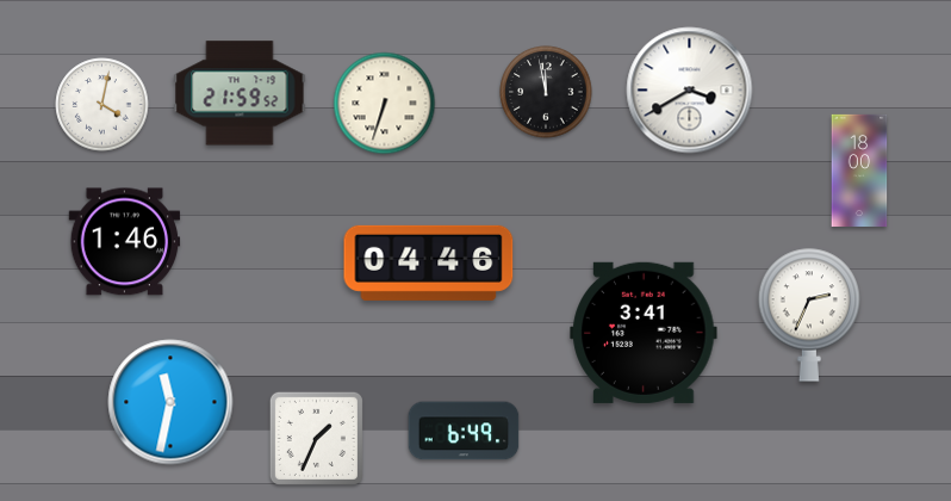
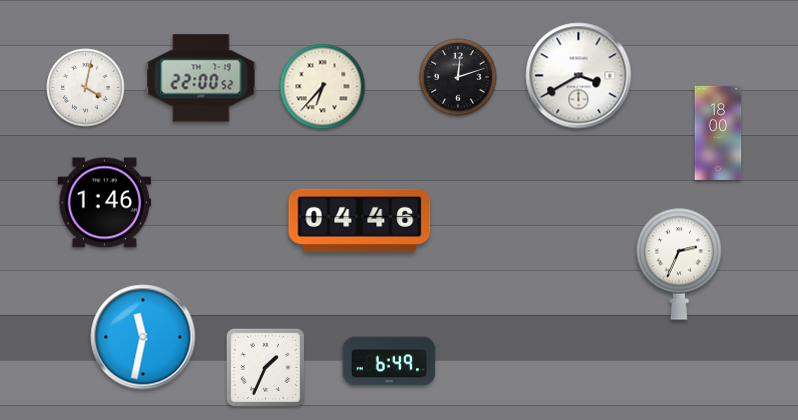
clock at (546, 92): 11:58 -> 12:12
clock at (240, 93): 21:59 -> 22:00
clock at (385, 104): 6:33 -> 6:37
clock at (859, 169) position: (859, 169) -> (718, 132)
clock at (644, 333): 3:41 -> none
